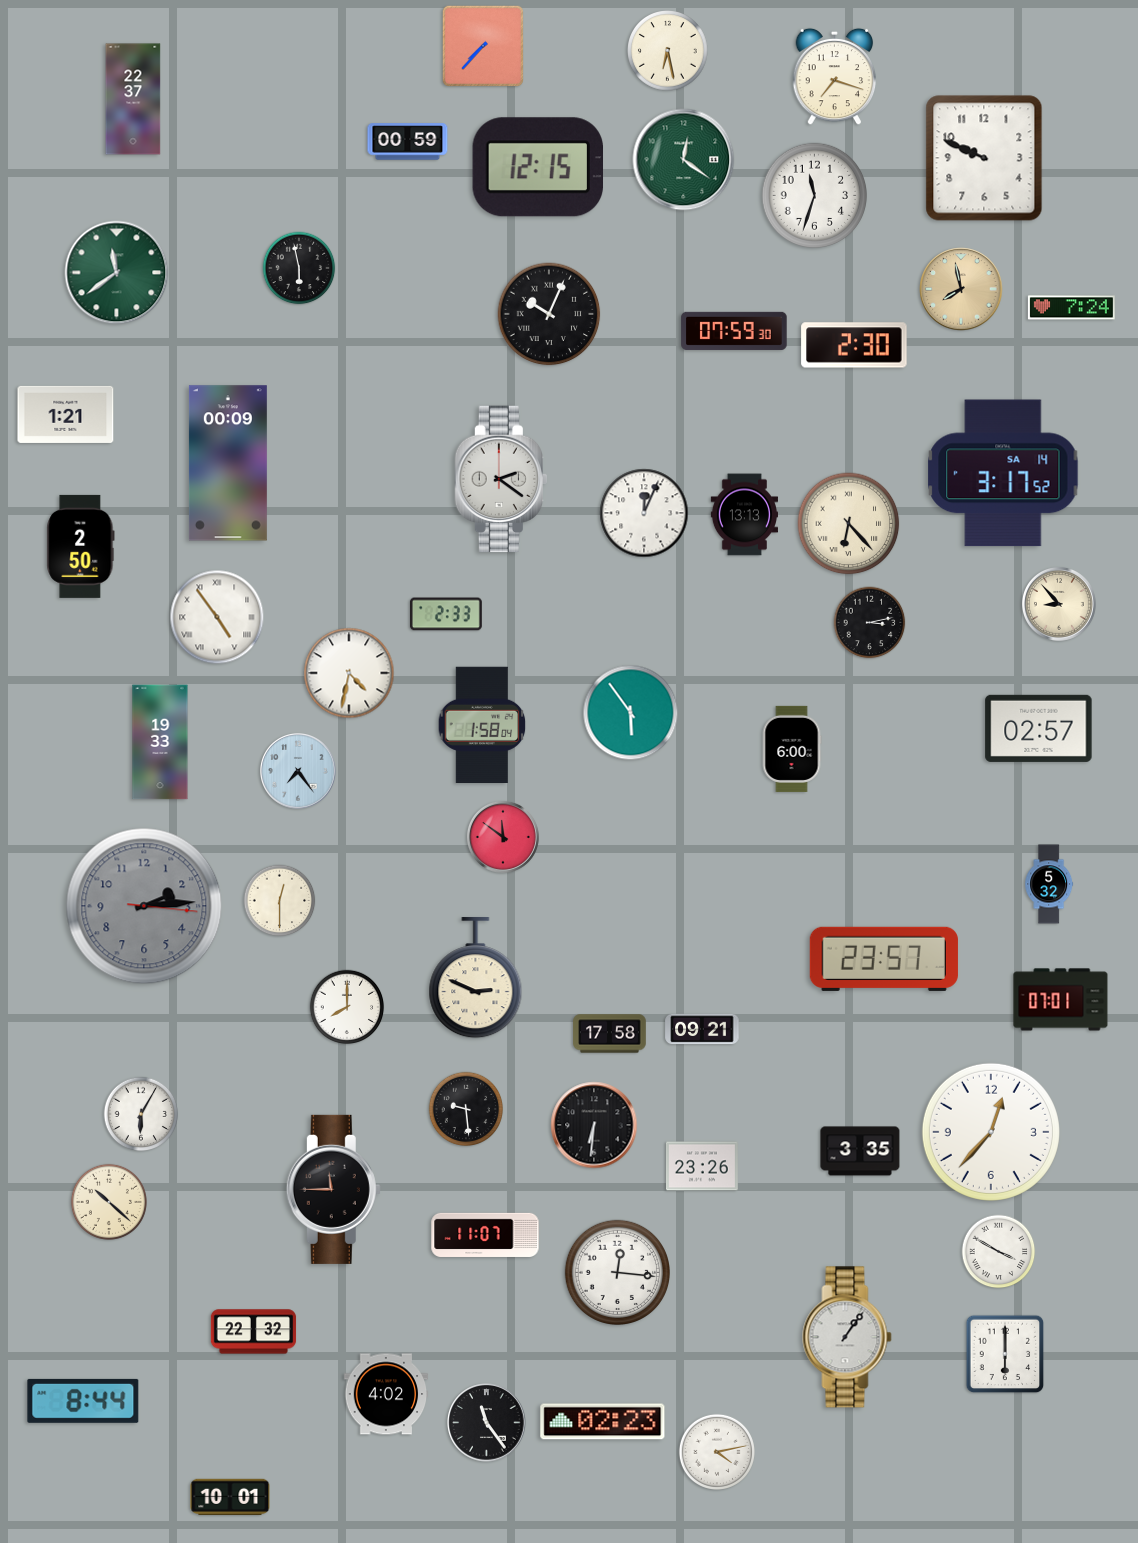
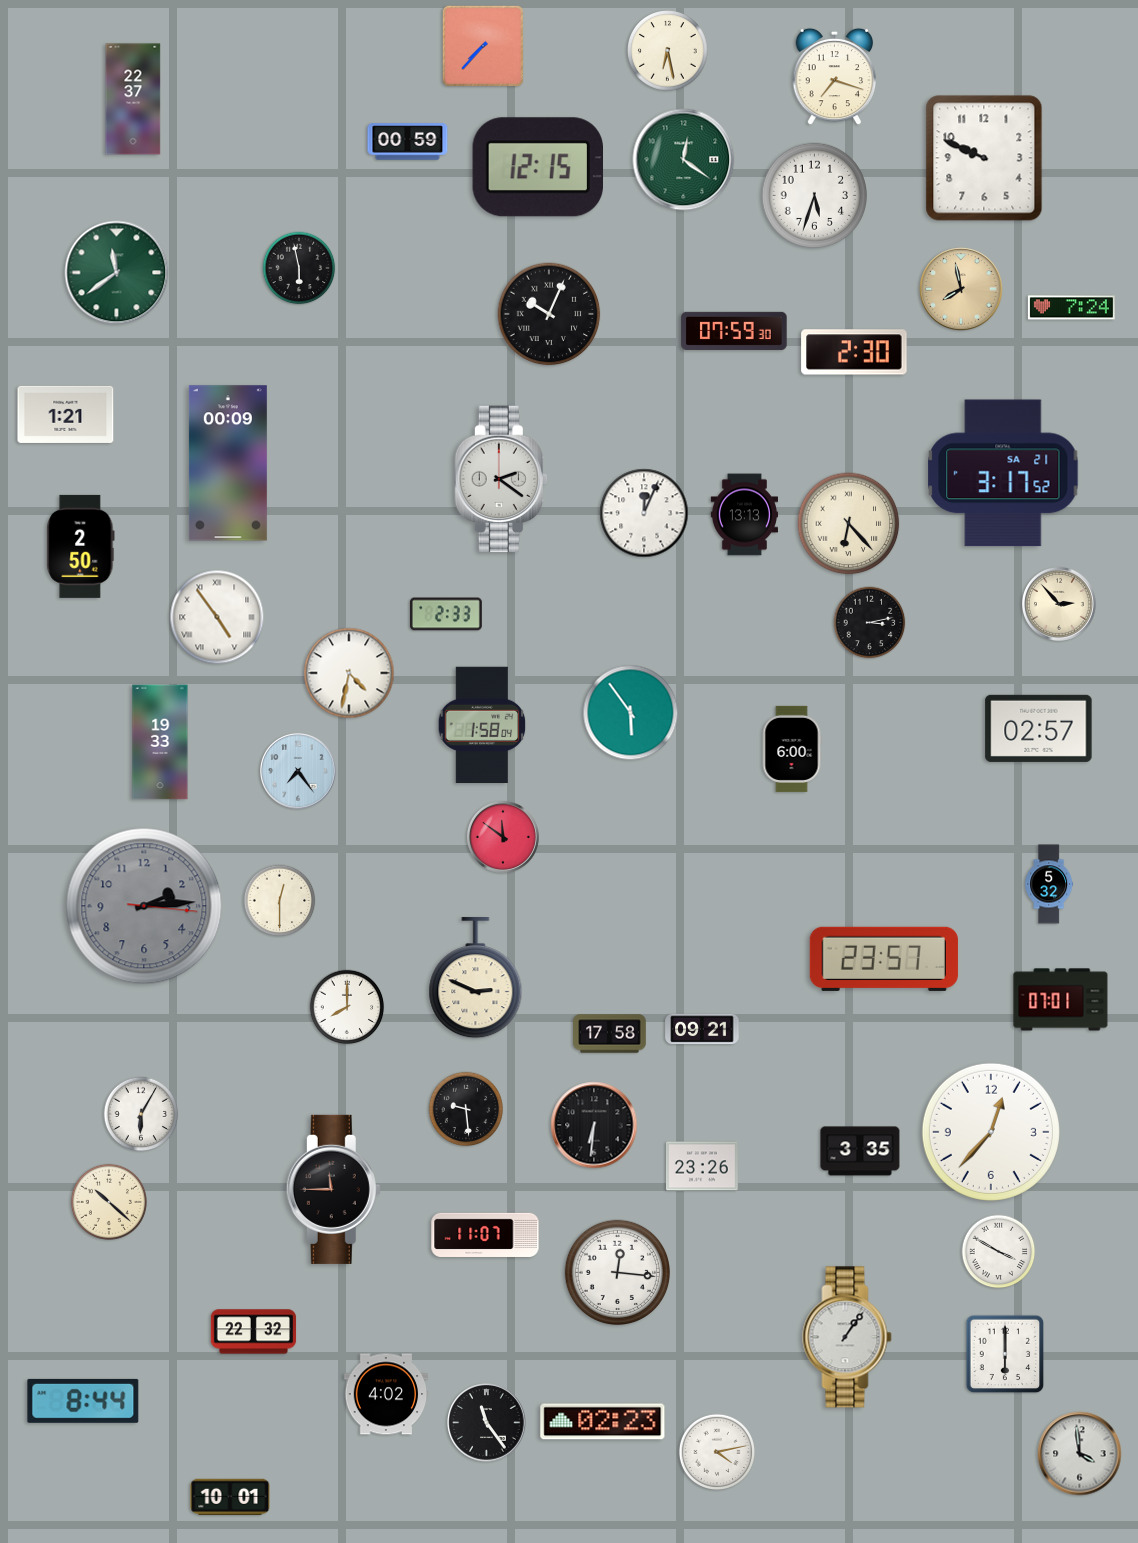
clock at (814, 195): 11:33 -> 5:33
clock at (854, 345) position: (854, 345) -> (854, 352)
clock at (1003, 473) date: SA 14 -> SA 21
clock at (1059, 604): 8:53 -> 2:53
clock at (1080, 1454): none -> 3:59
